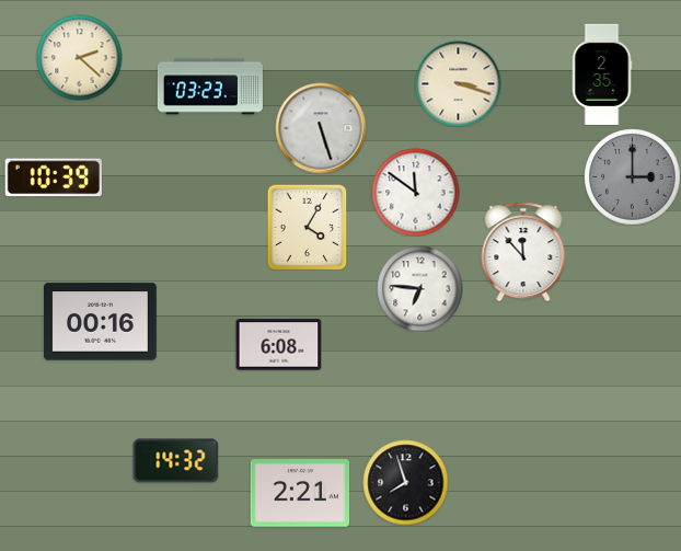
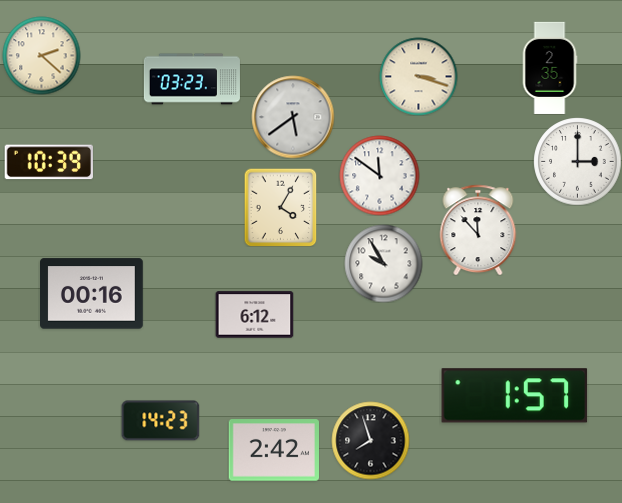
clock at (79, 57) position: (79, 57) -> (41, 55)
clock at (321, 128): 5:27 -> 5:39
clock at (632, 176) dial: grey -> white
clock at (419, 288): 6:46 -> 9:55
clock at (278, 345): 6:08 -> 6:12
clock at (515, 396): none -> 1:57
clock at (175, 461): 14:32 -> 14:23
clock at (299, 493): 2:21 -> 2:42
